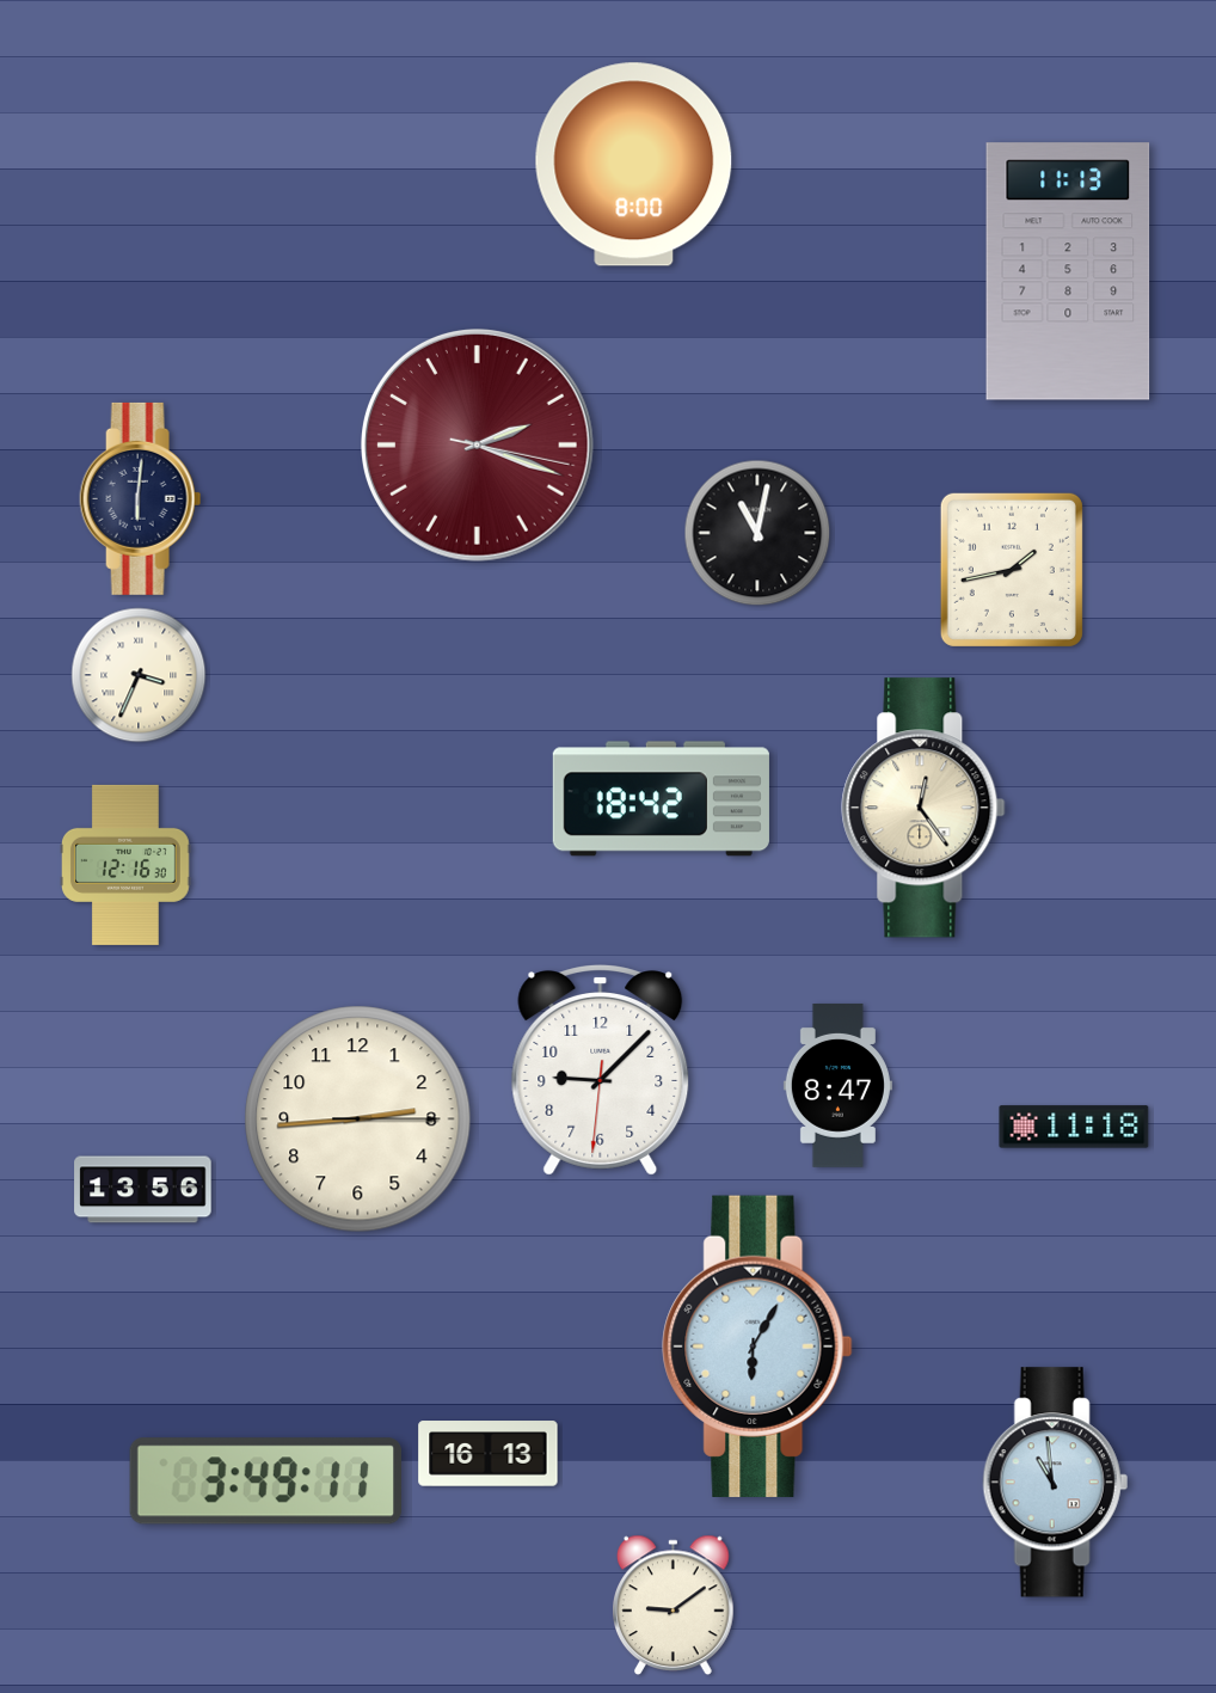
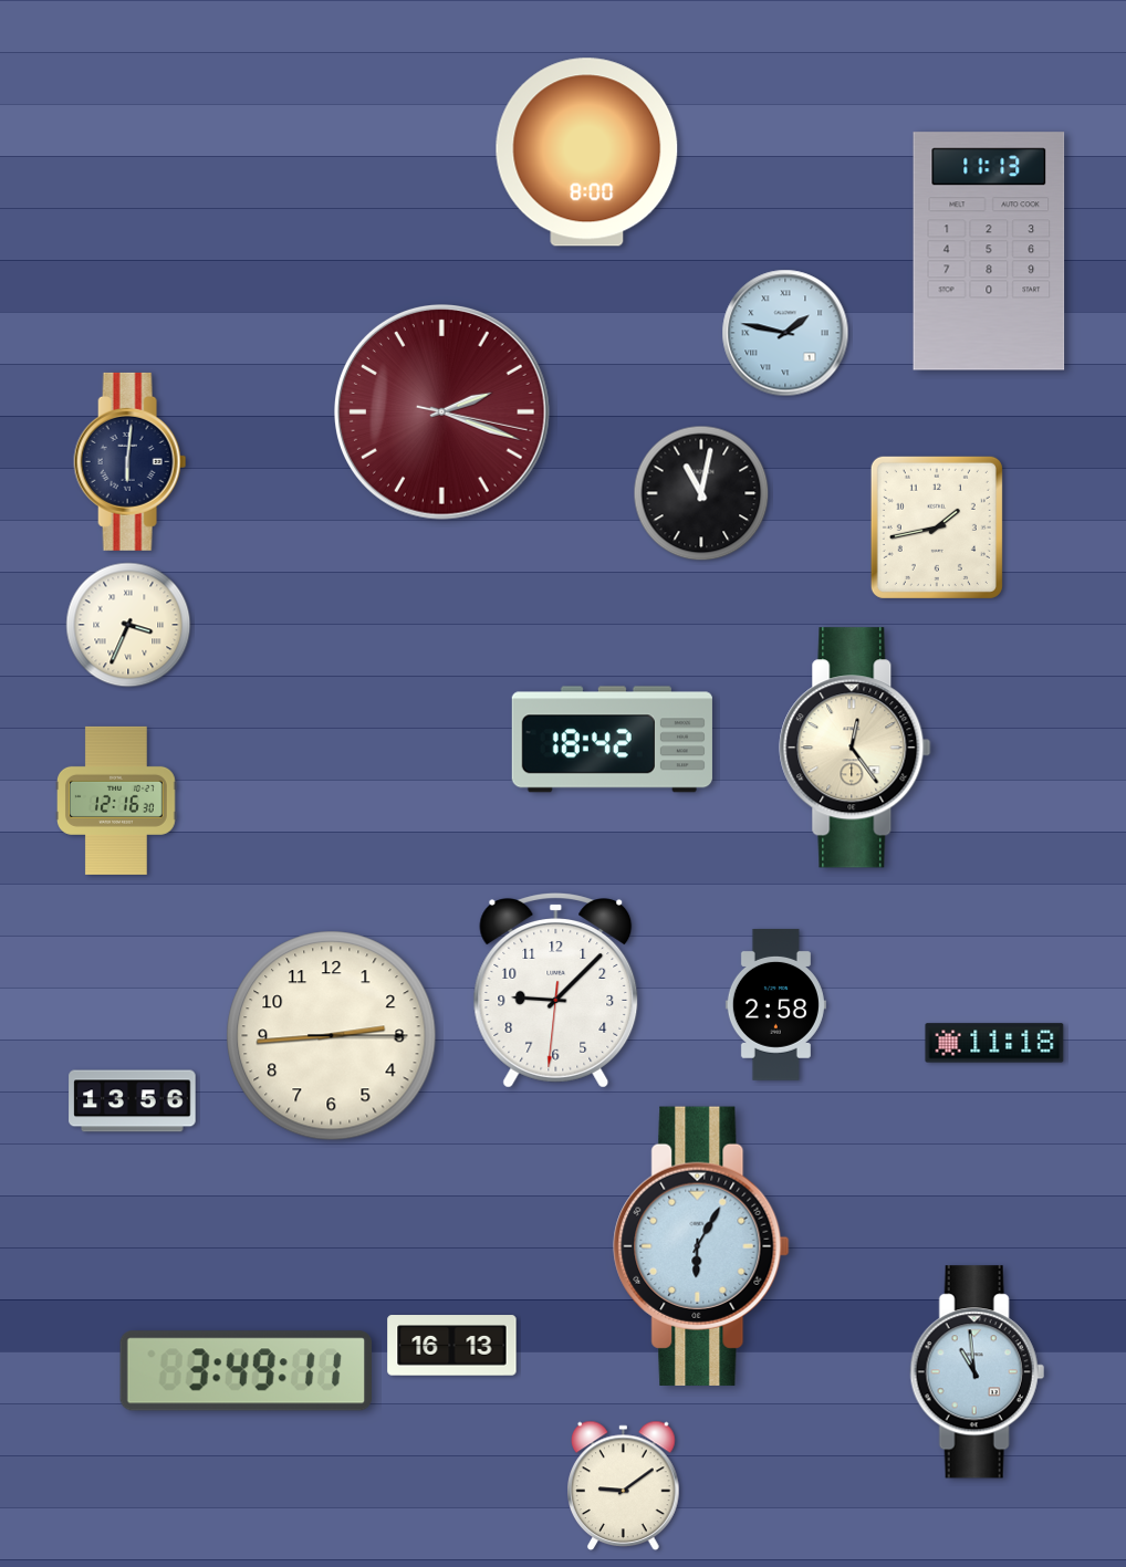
clock at (785, 333): none -> 1:47
clock at (837, 1085): 8:47 -> 2:58
